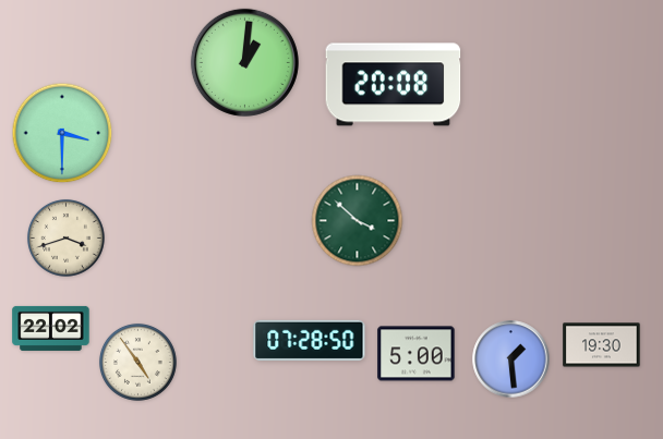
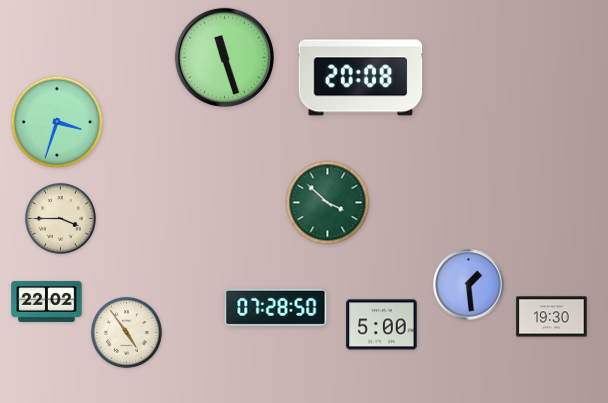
clock at (244, 62): 1:01 -> 11:27
clock at (62, 133): 3:30 -> 3:33
clock at (65, 237): 3:42 -> 3:45
clock at (310, 340) position: (310, 340) -> (276, 307)
clock at (511, 359) position: (511, 359) -> (469, 285)
